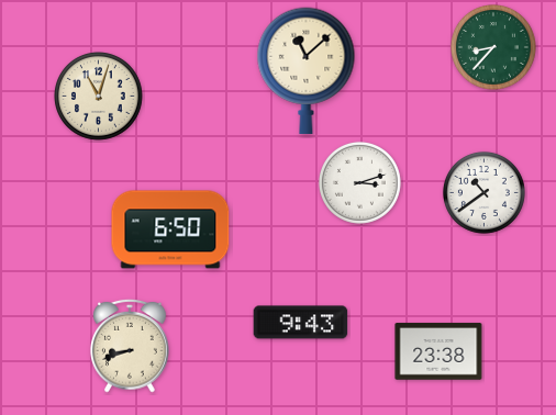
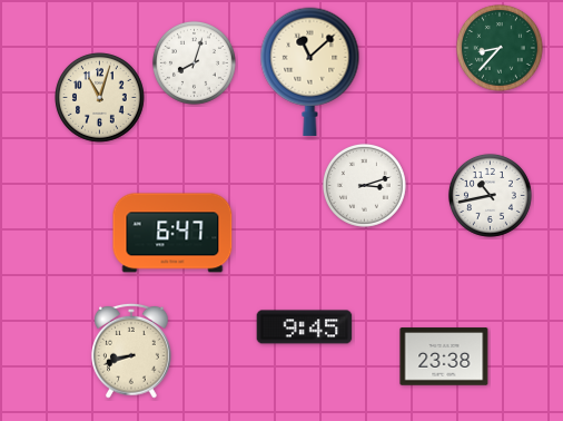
clock at (194, 62): none -> 8:03
clock at (483, 192): 10:39 -> 10:43
clock at (170, 229): 6:50 -> 6:47
clock at (301, 323): 9:43 -> 9:45
